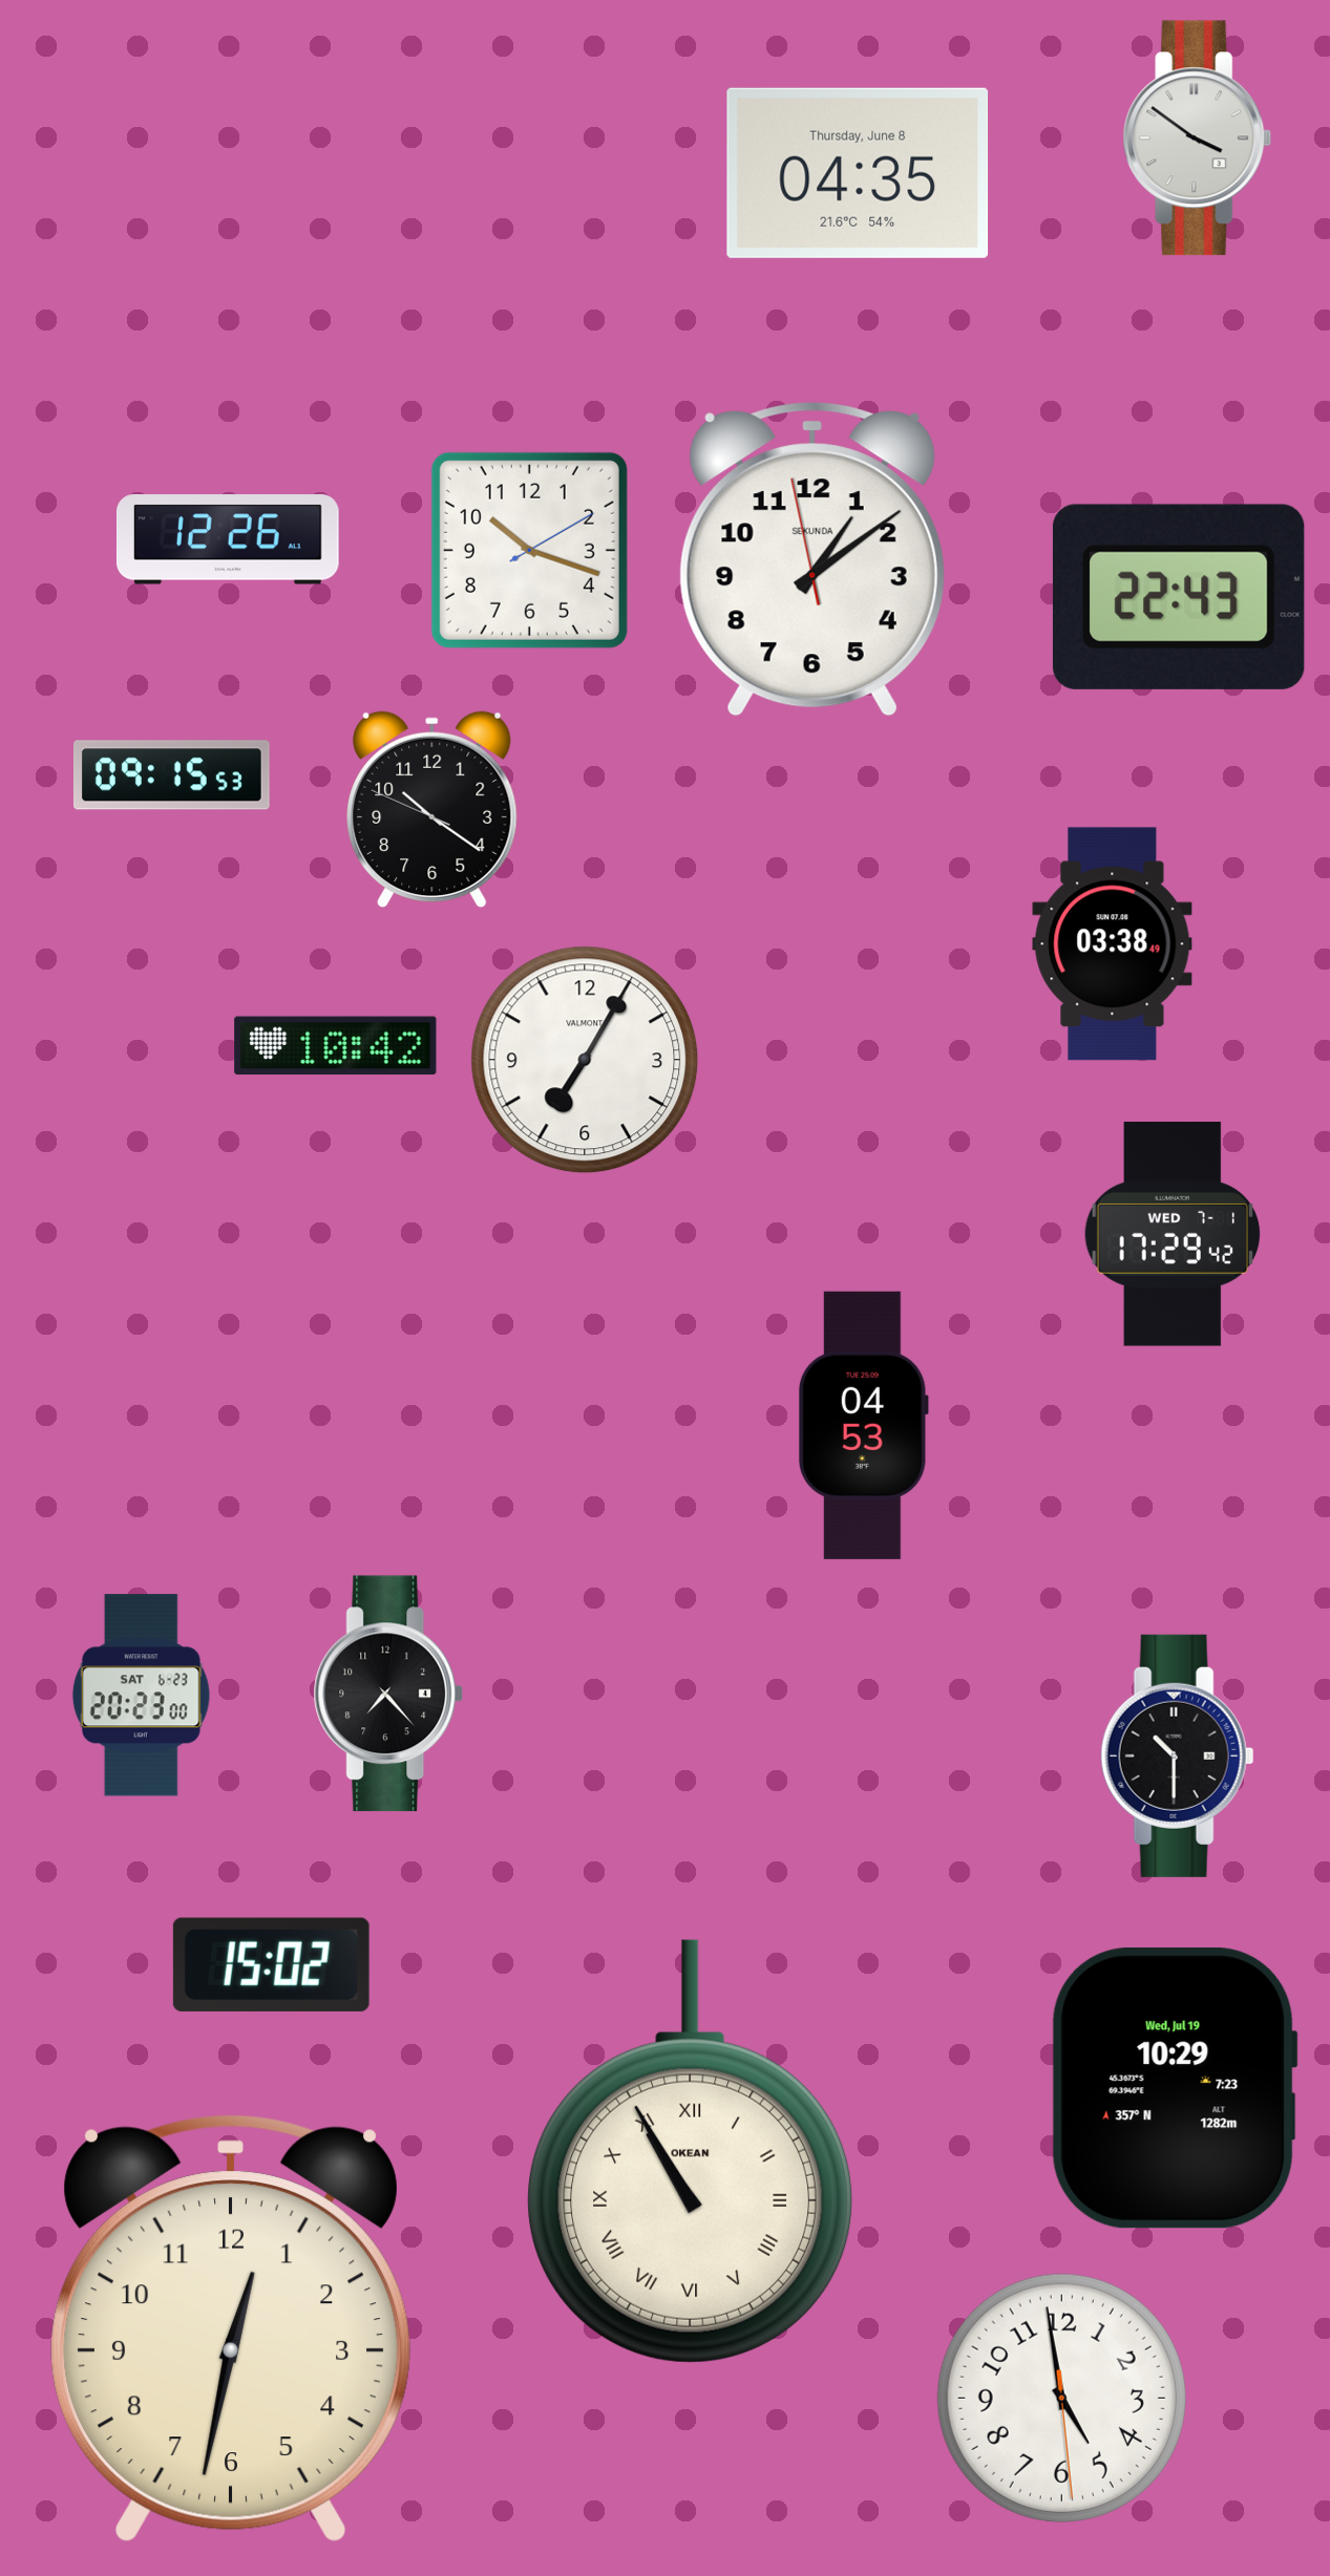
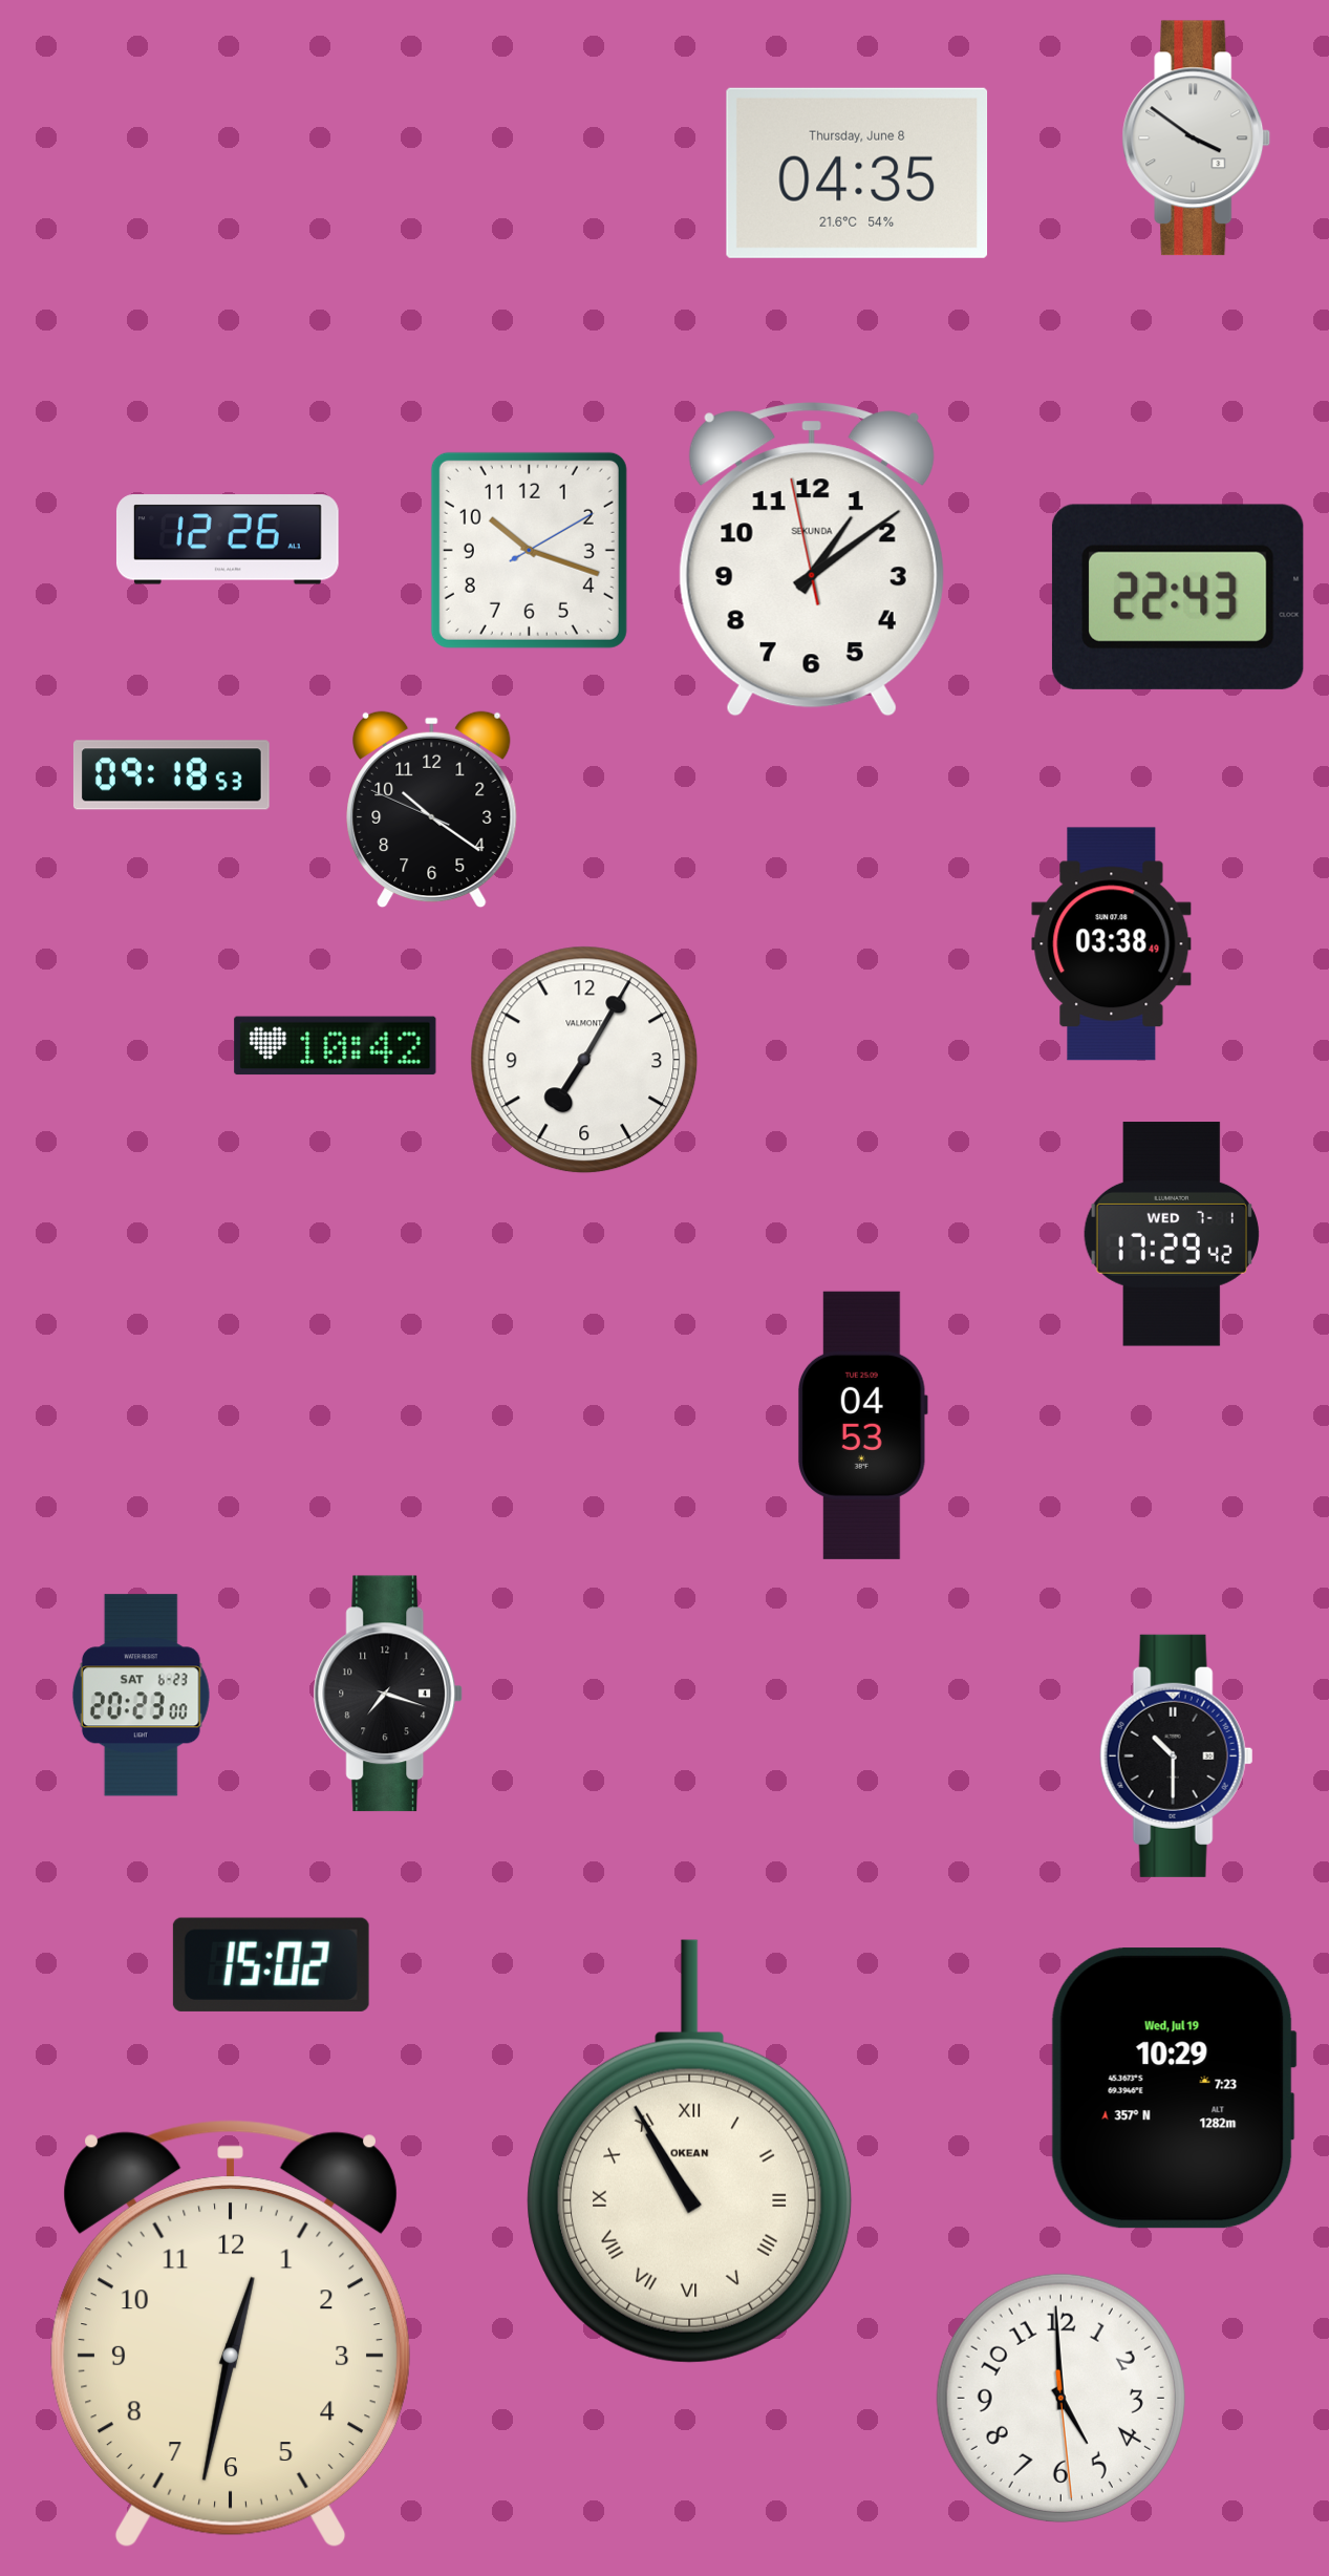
clock at (171, 775): 09:15 -> 09:18
clock at (388, 1694): 7:23 -> 7:18
clock at (231, 2329) position: (231, 2329) -> (231, 2335)
clock at (1061, 2398): 4:58 -> 4:59
